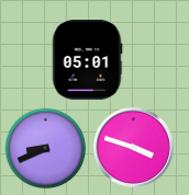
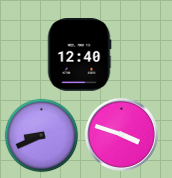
clock at (87, 60): 05:01 -> 12:40
